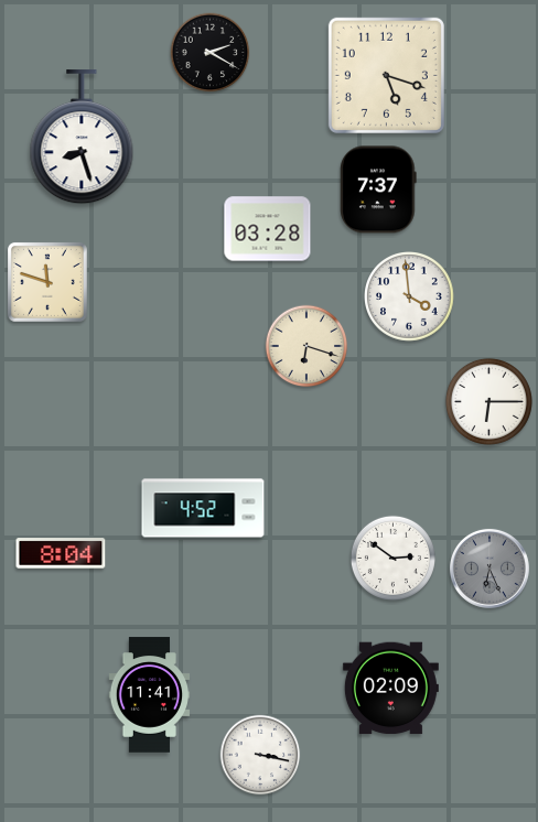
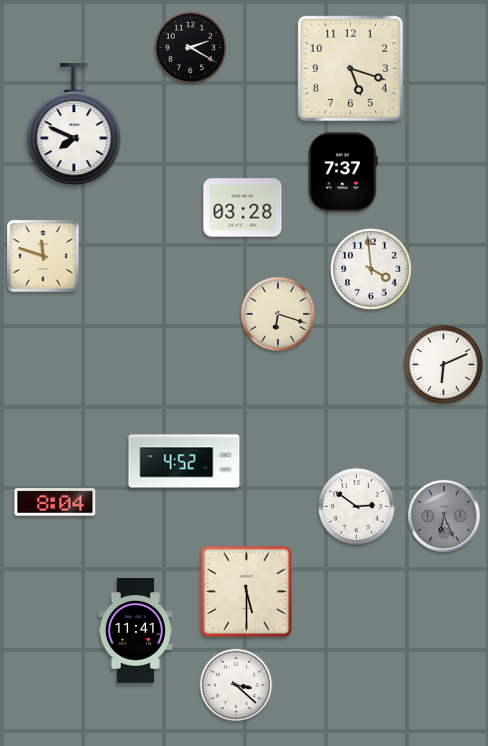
clock at (82, 138): 8:27 -> 7:49
clock at (488, 401): 6:15 -> 6:11
clock at (246, 591): none -> 5:30
clock at (390, 689): 02:09 -> none
clock at (260, 755): 3:17 -> 3:22
